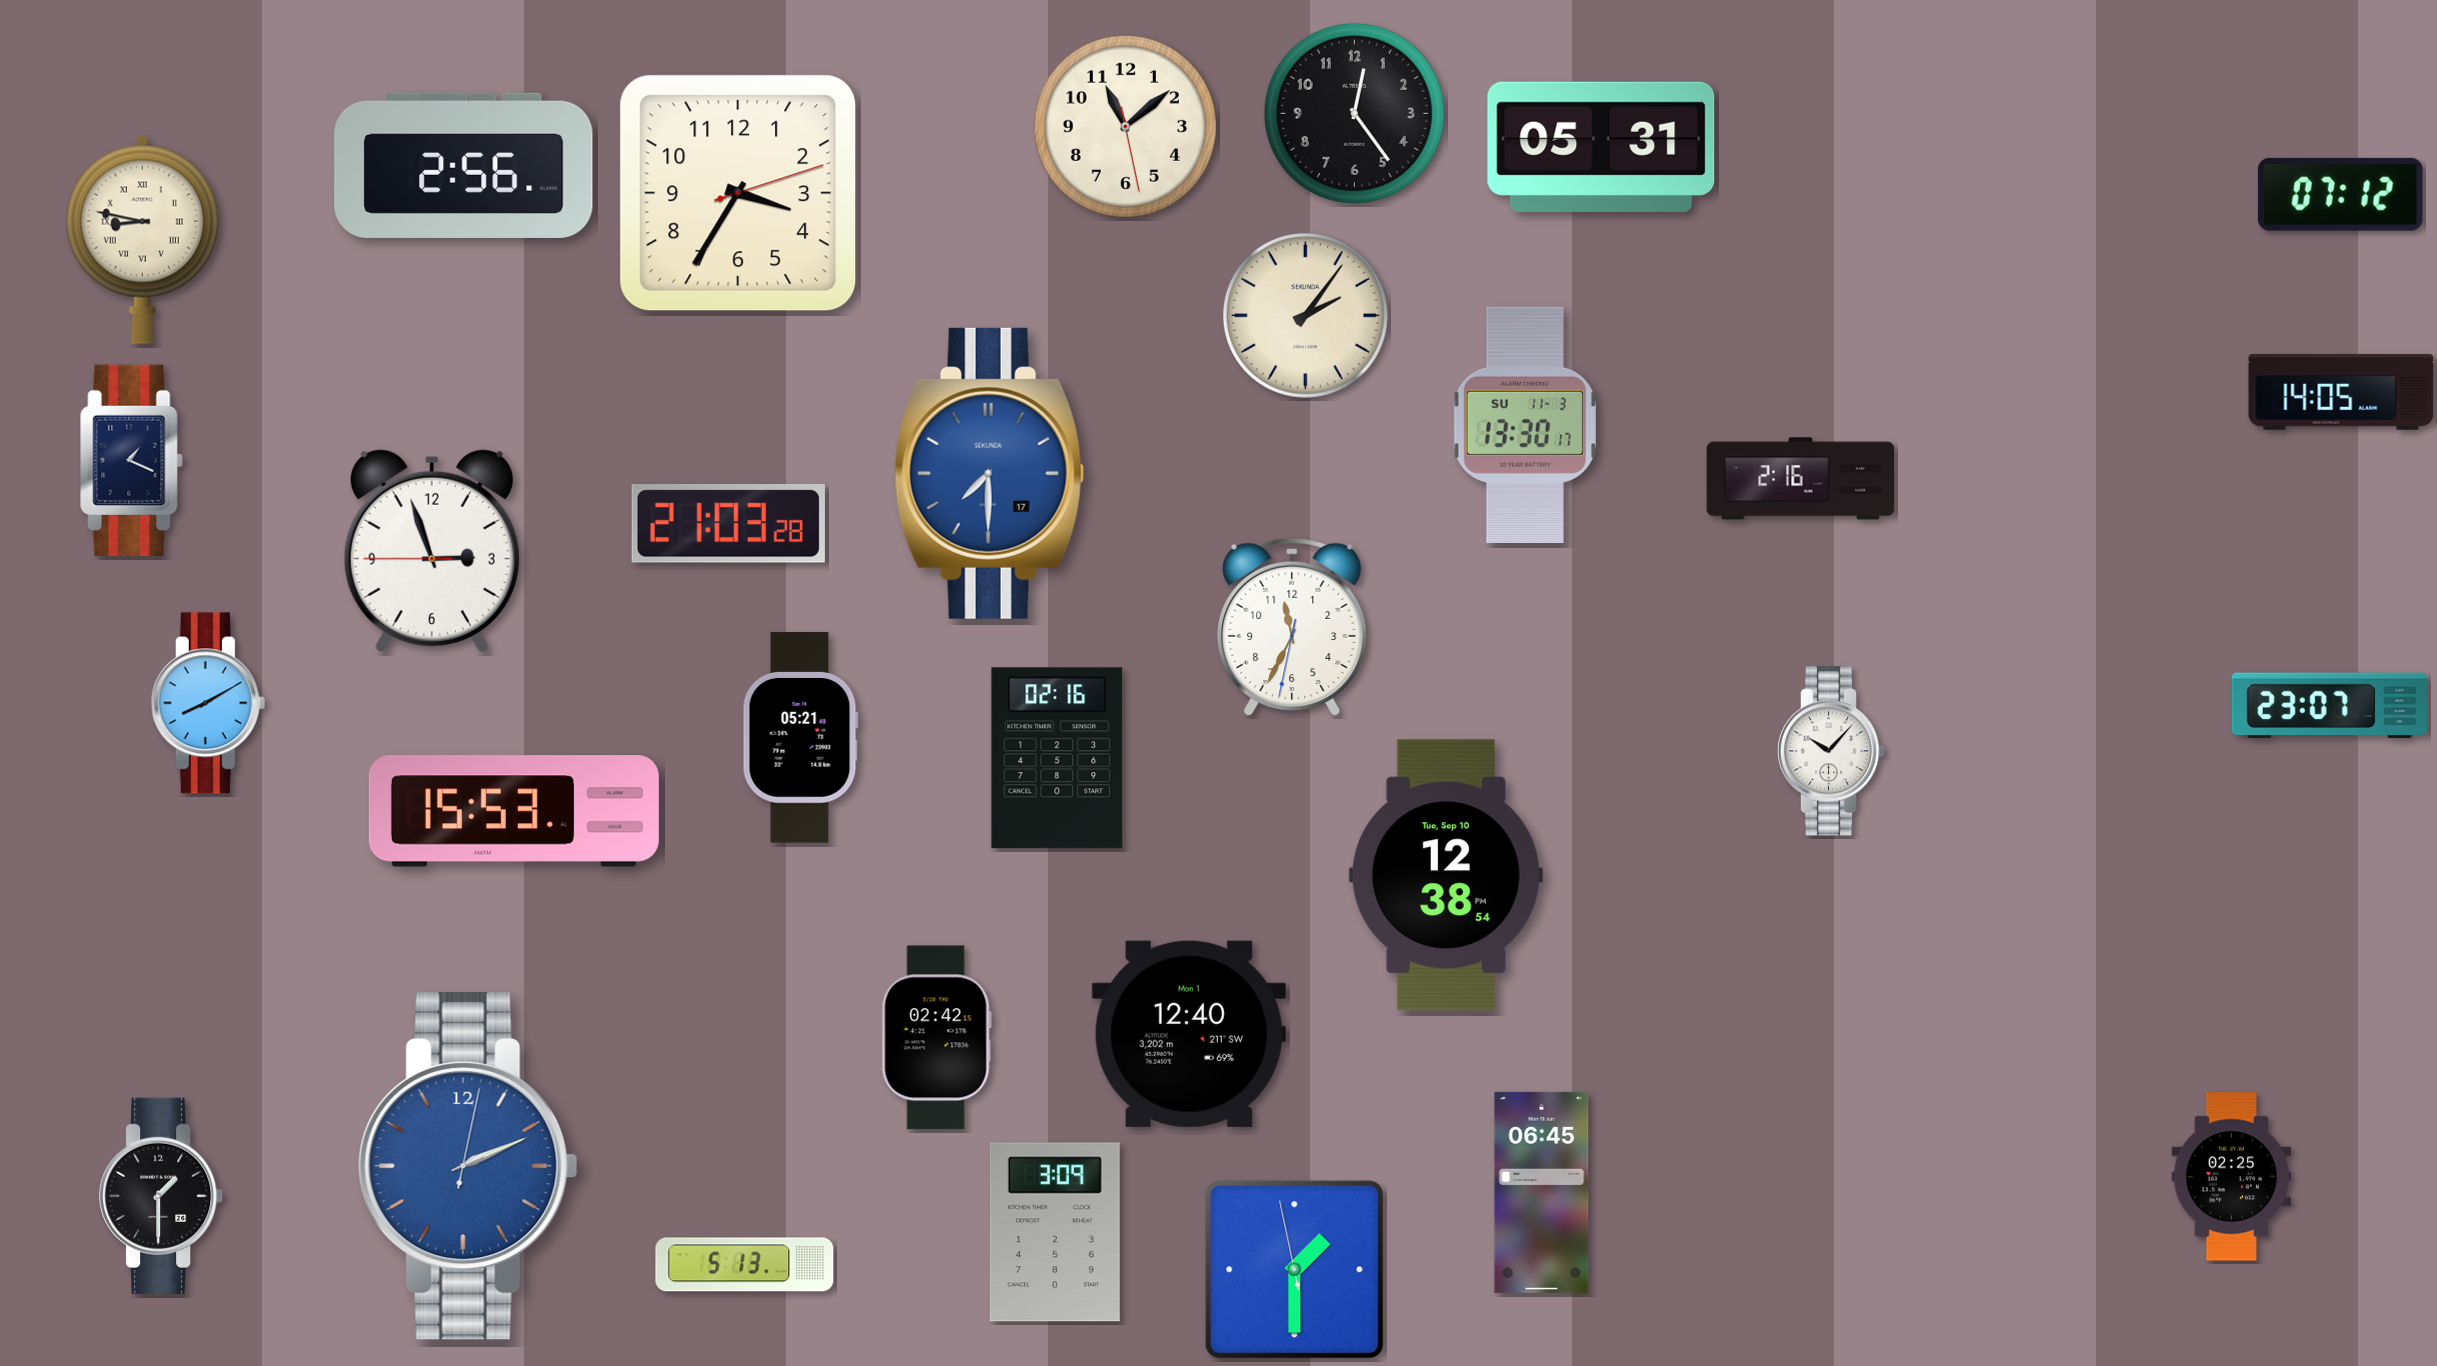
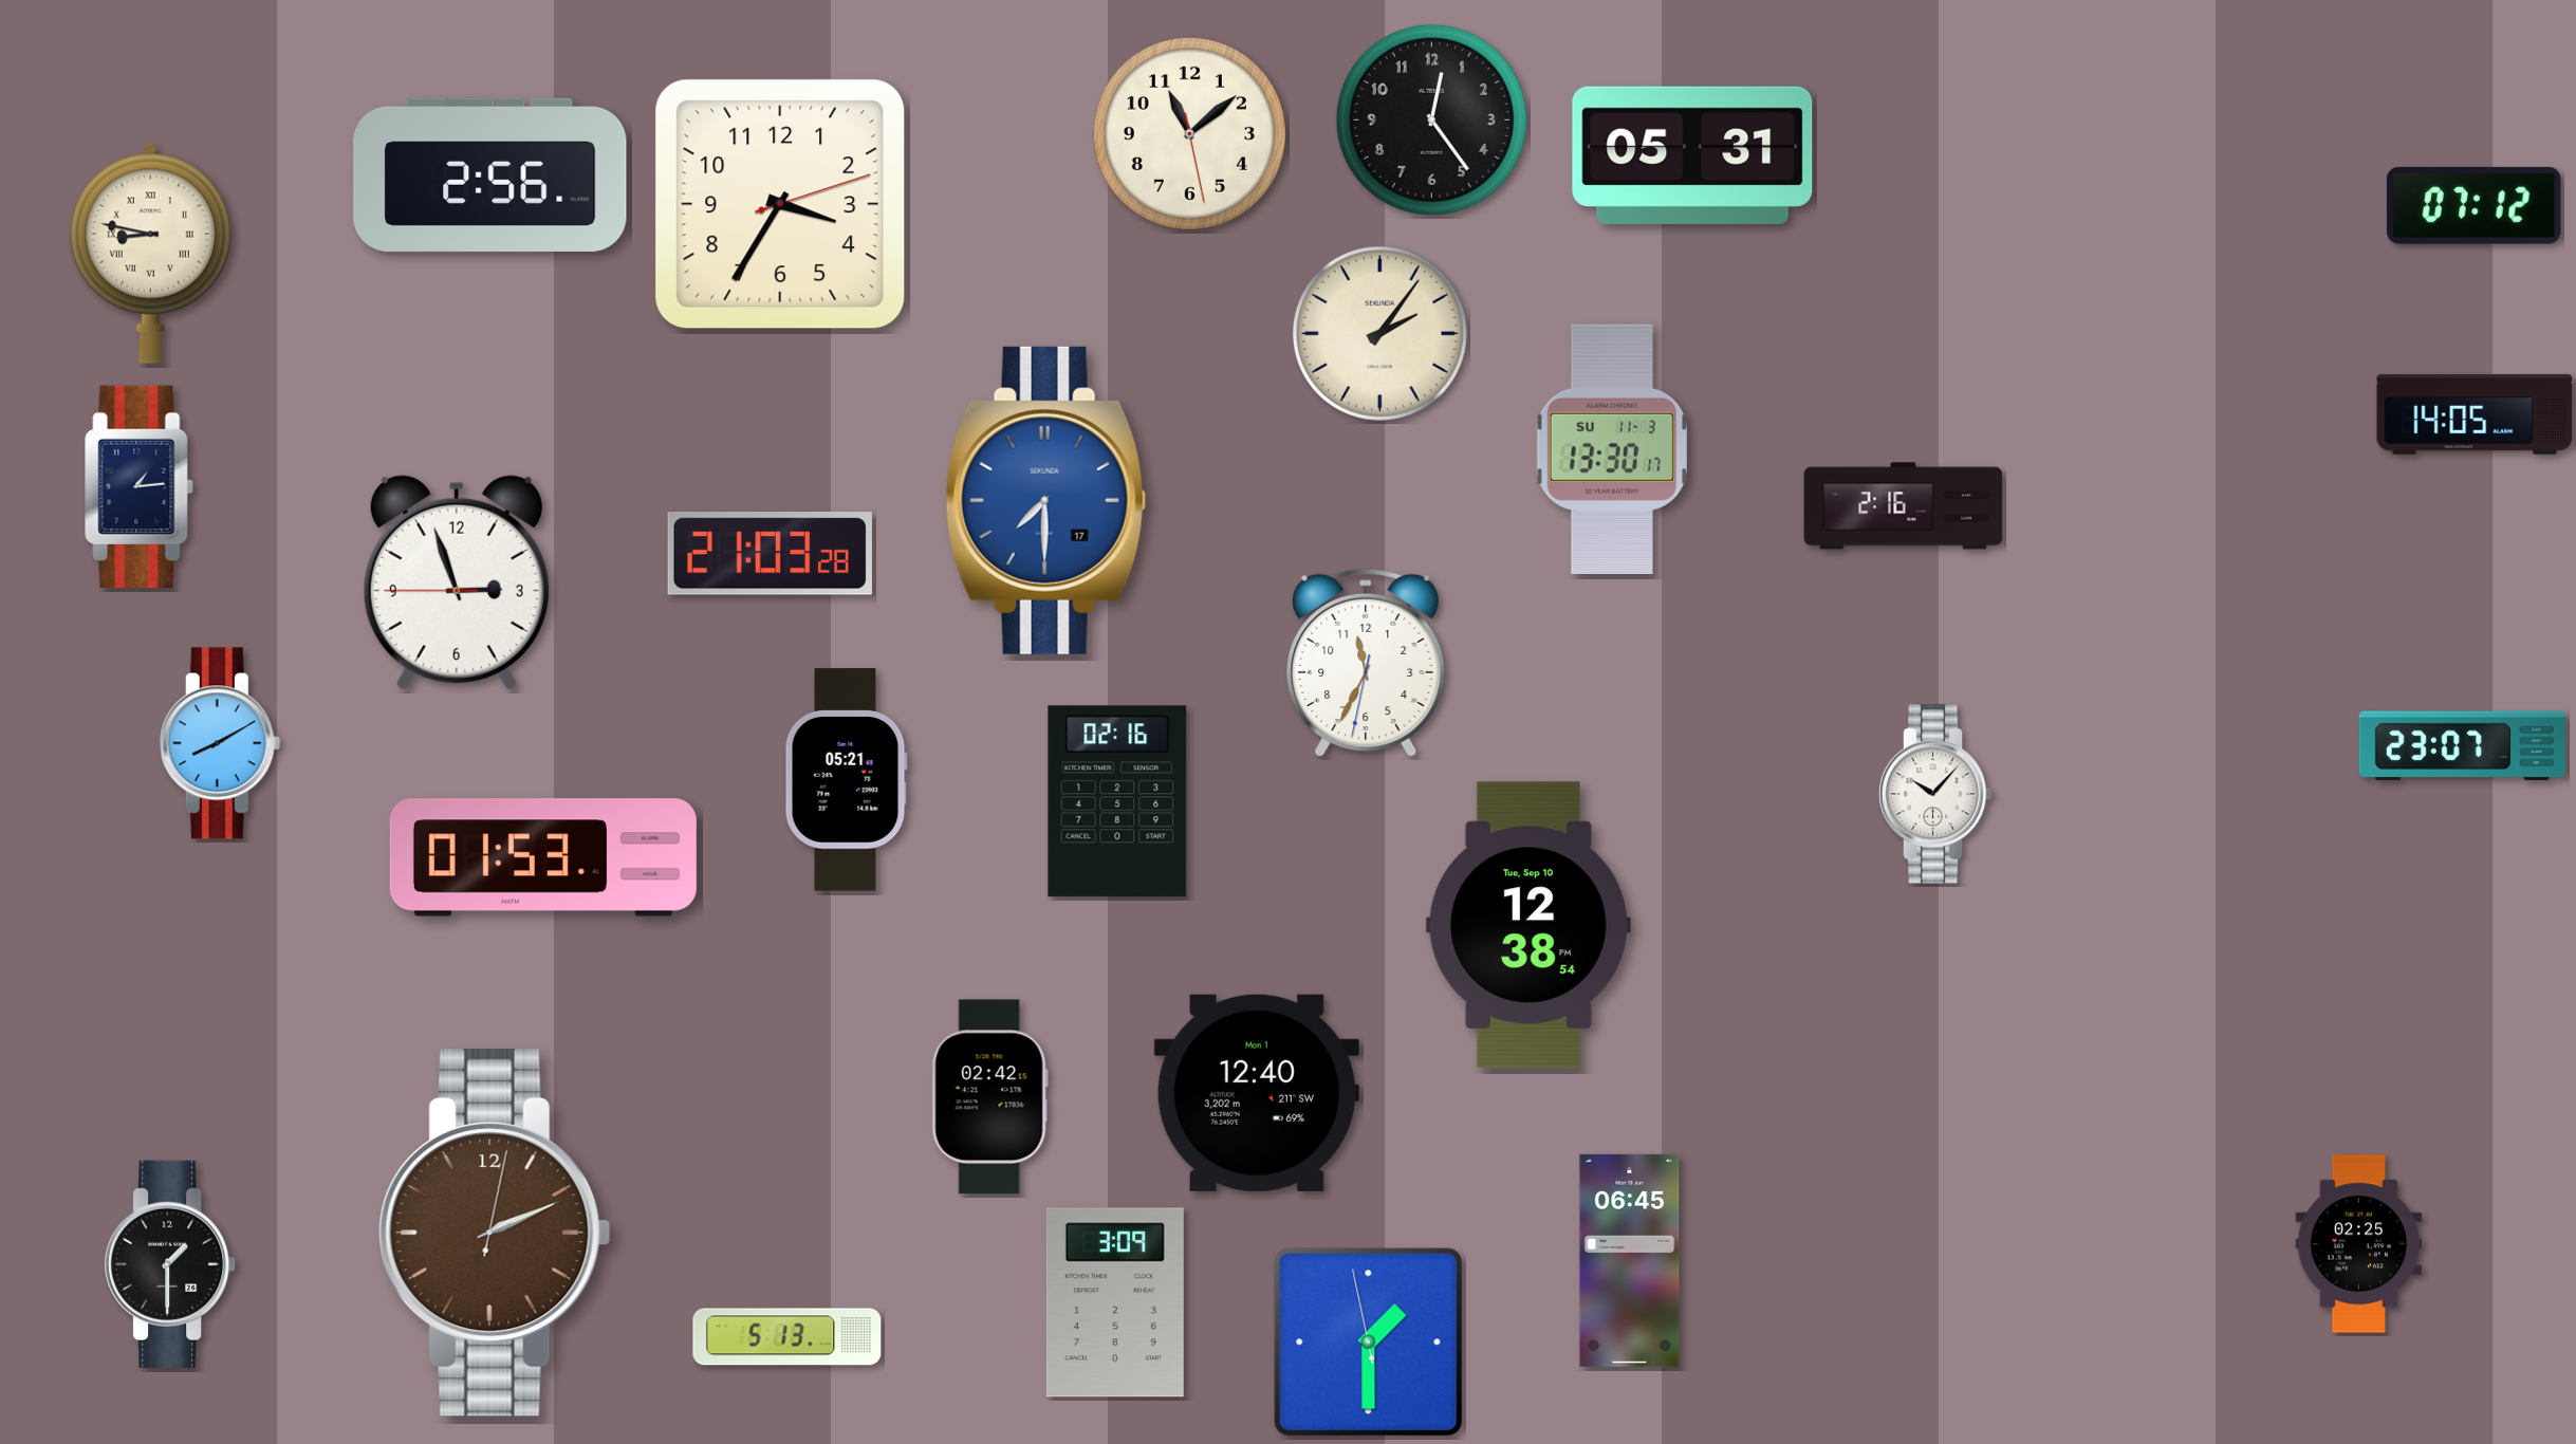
clock at (132, 460): 1:19 -> 1:14
clock at (514, 811): 15:53 -> 01:53
clock at (468, 1166) dial: blue -> brown
